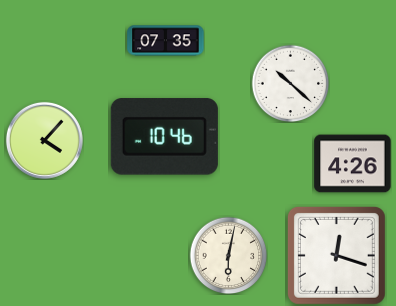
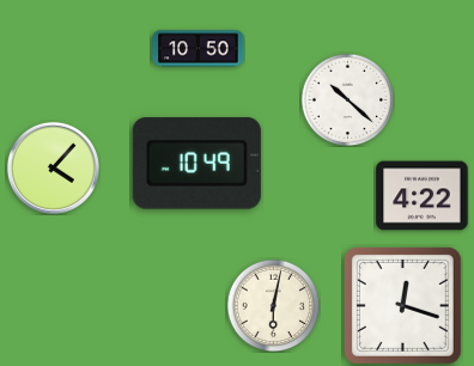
clock at (166, 41): 07:35 -> 10:50
clock at (164, 137): 10:46 -> 10:49
clock at (353, 164): 4:26 -> 4:22
